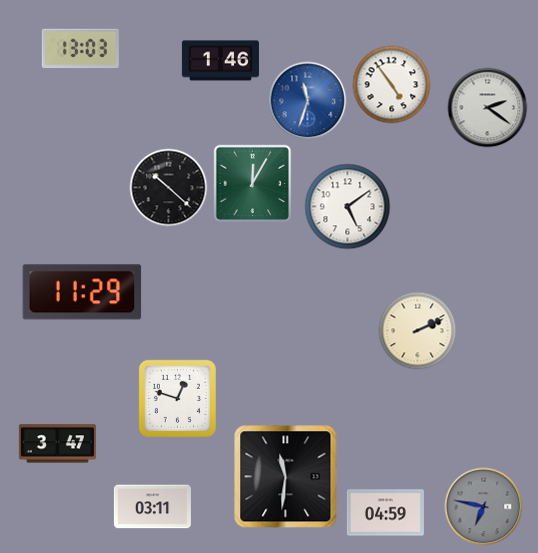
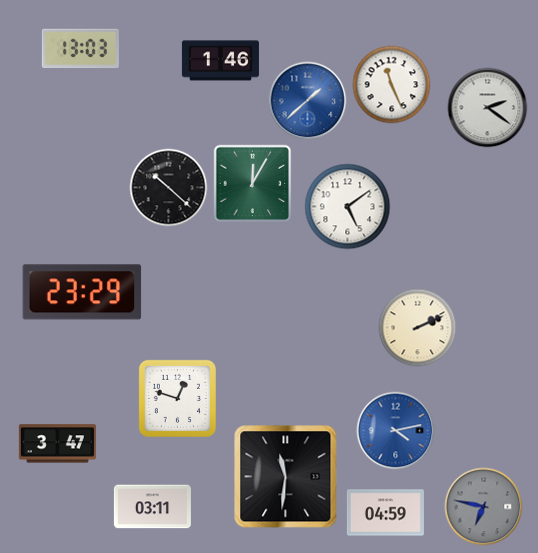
clock at (391, 84): 4:54 -> 11:26
clock at (307, 100): 11:33 -> 1:38
clock at (82, 292): 11:29 -> 23:29
clock at (417, 330) position: (417, 330) -> (417, 327)
clock at (395, 430): none -> 4:13
